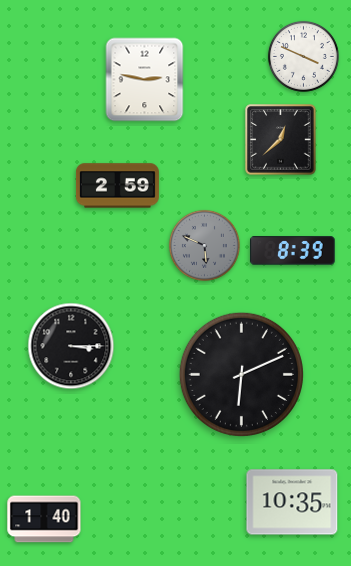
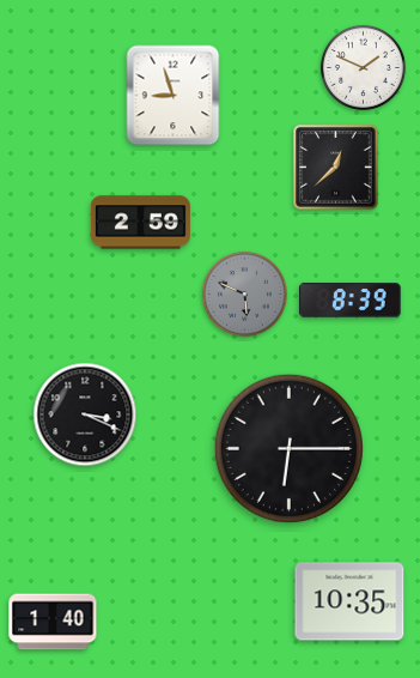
clock at (303, 56): 3:49 -> 1:49
clock at (145, 80): 2:47 -> 8:57
clock at (71, 346): 3:15 -> 3:19
clock at (241, 374): 6:11 -> 6:15
